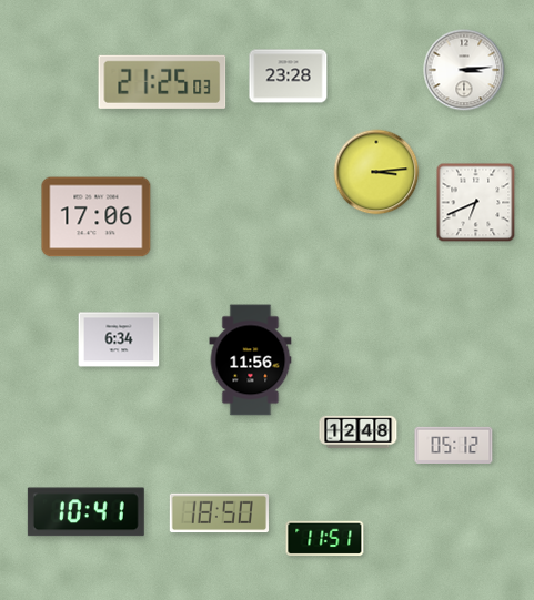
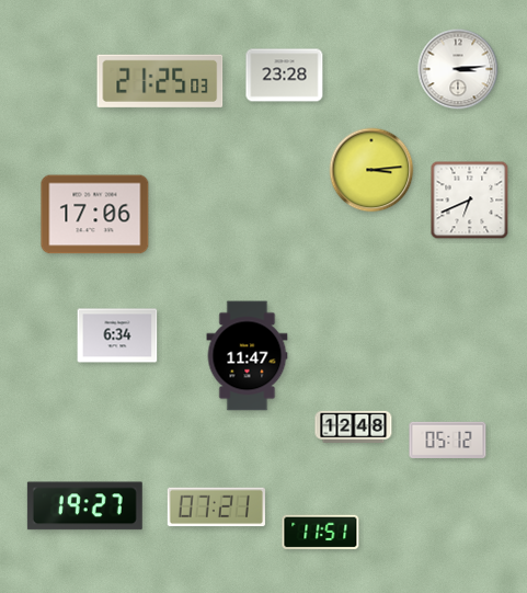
clock at (251, 360): 11:56 -> 11:47
clock at (85, 512): 10:41 -> 19:27
clock at (219, 513): 18:50 -> 07:21
